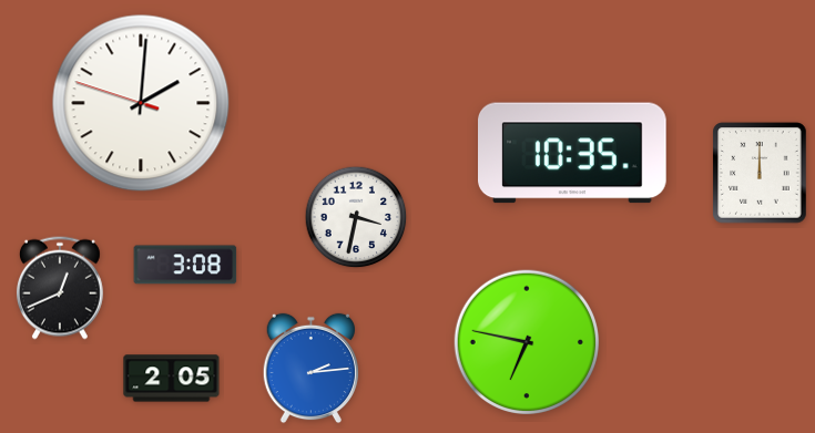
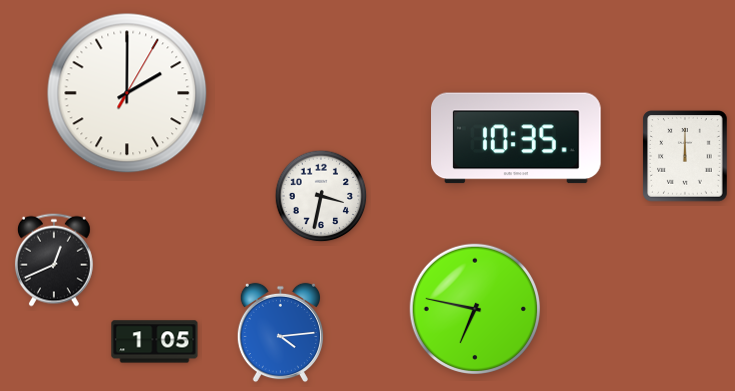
clock at (141, 103): 2:00:48 -> 2:00:05
clock at (185, 265): 3:08 -> none
clock at (310, 369): 2:14 -> 4:14
clock at (172, 379): 2:05 -> 1:05
